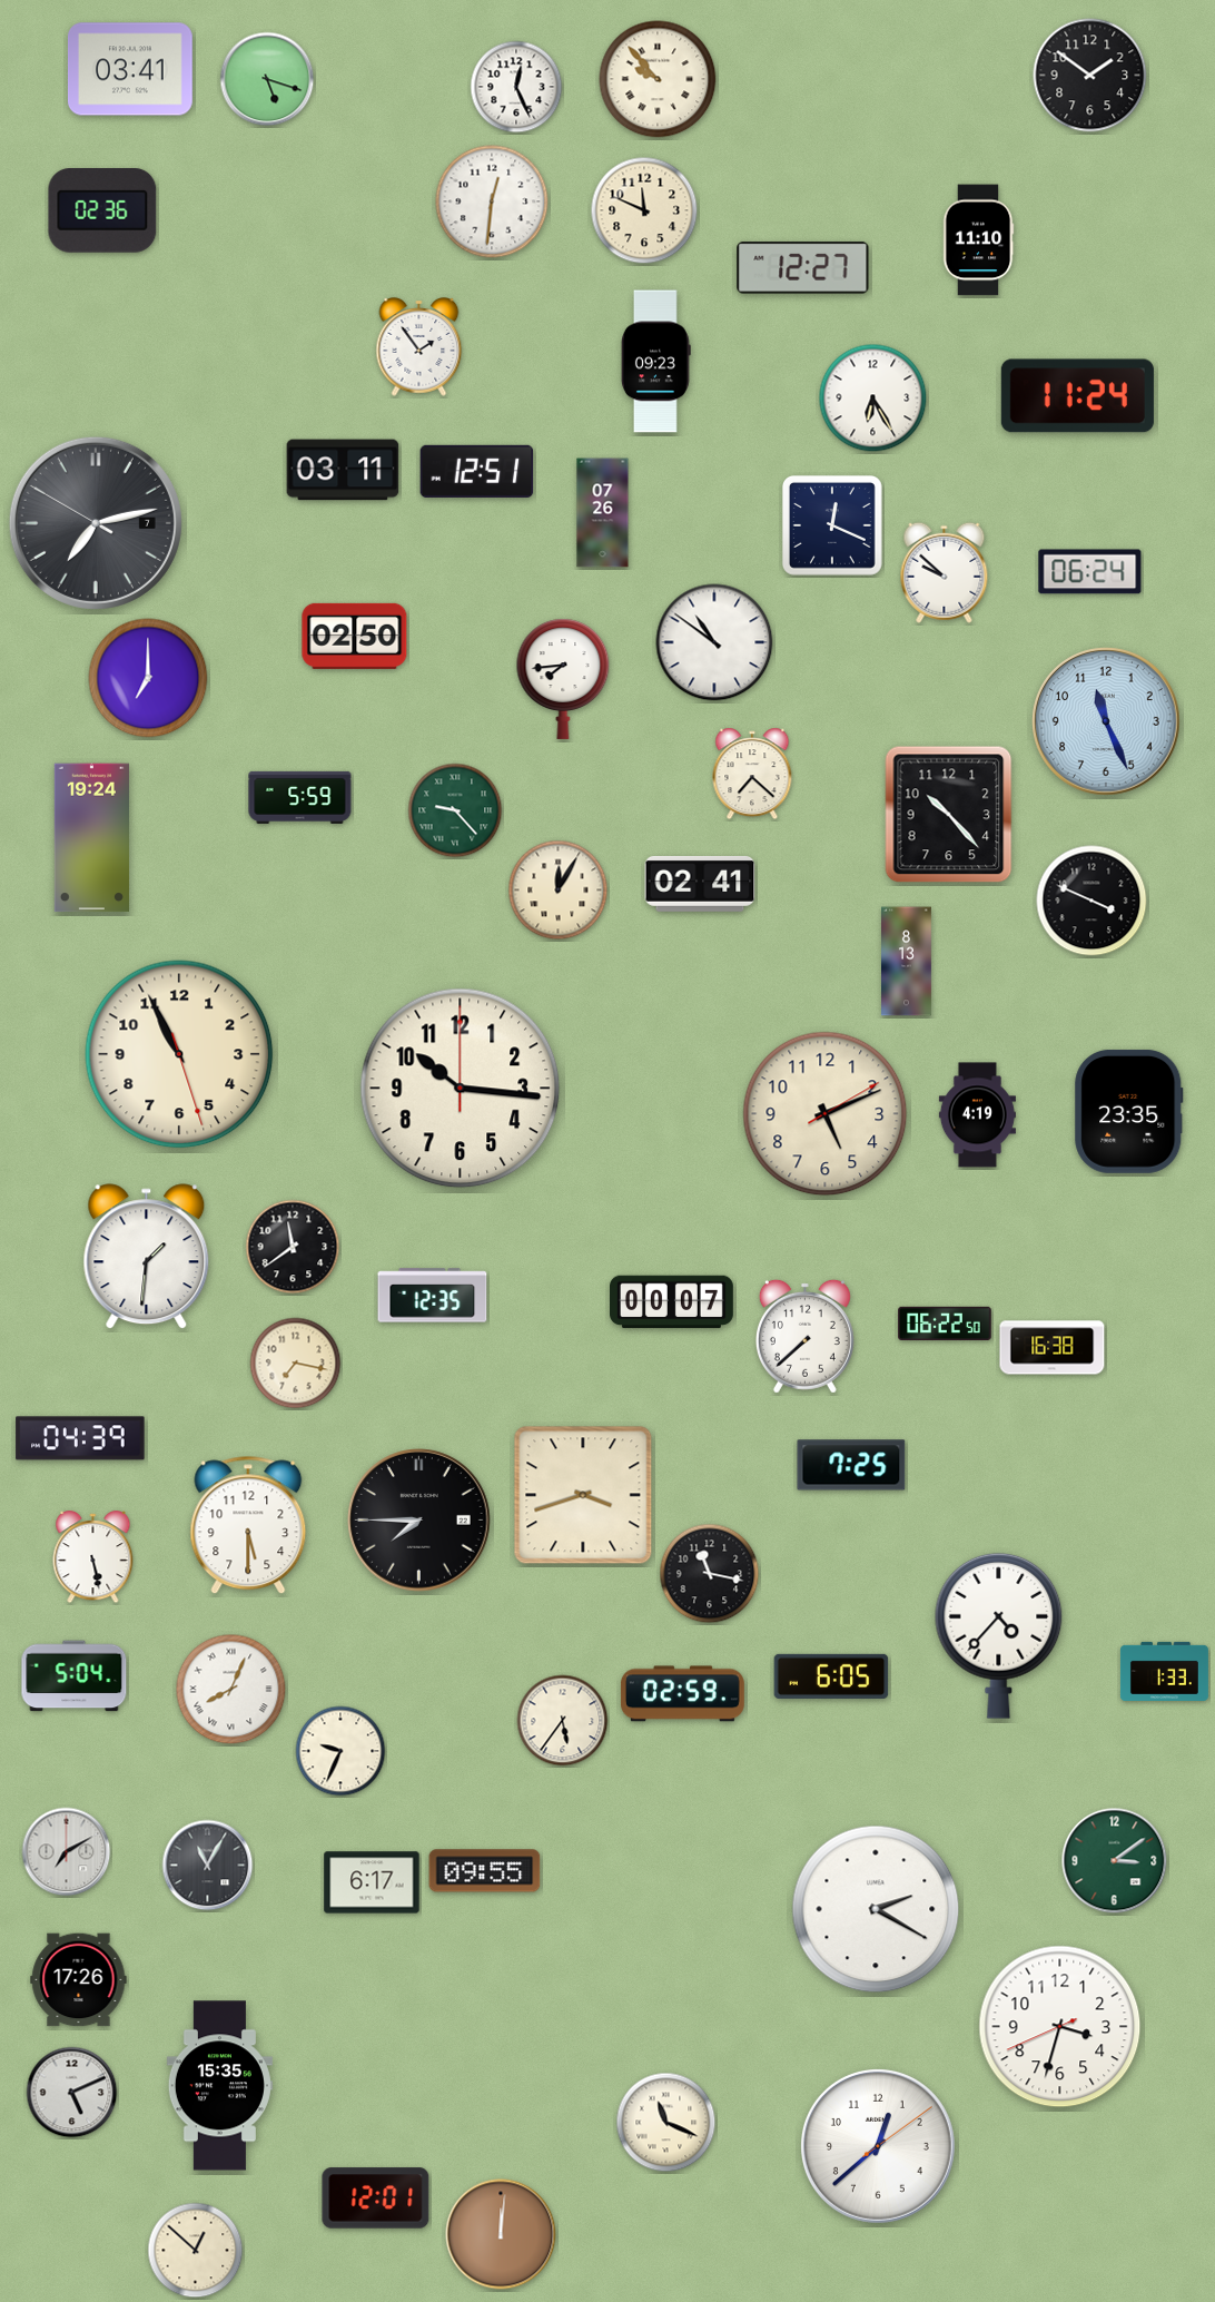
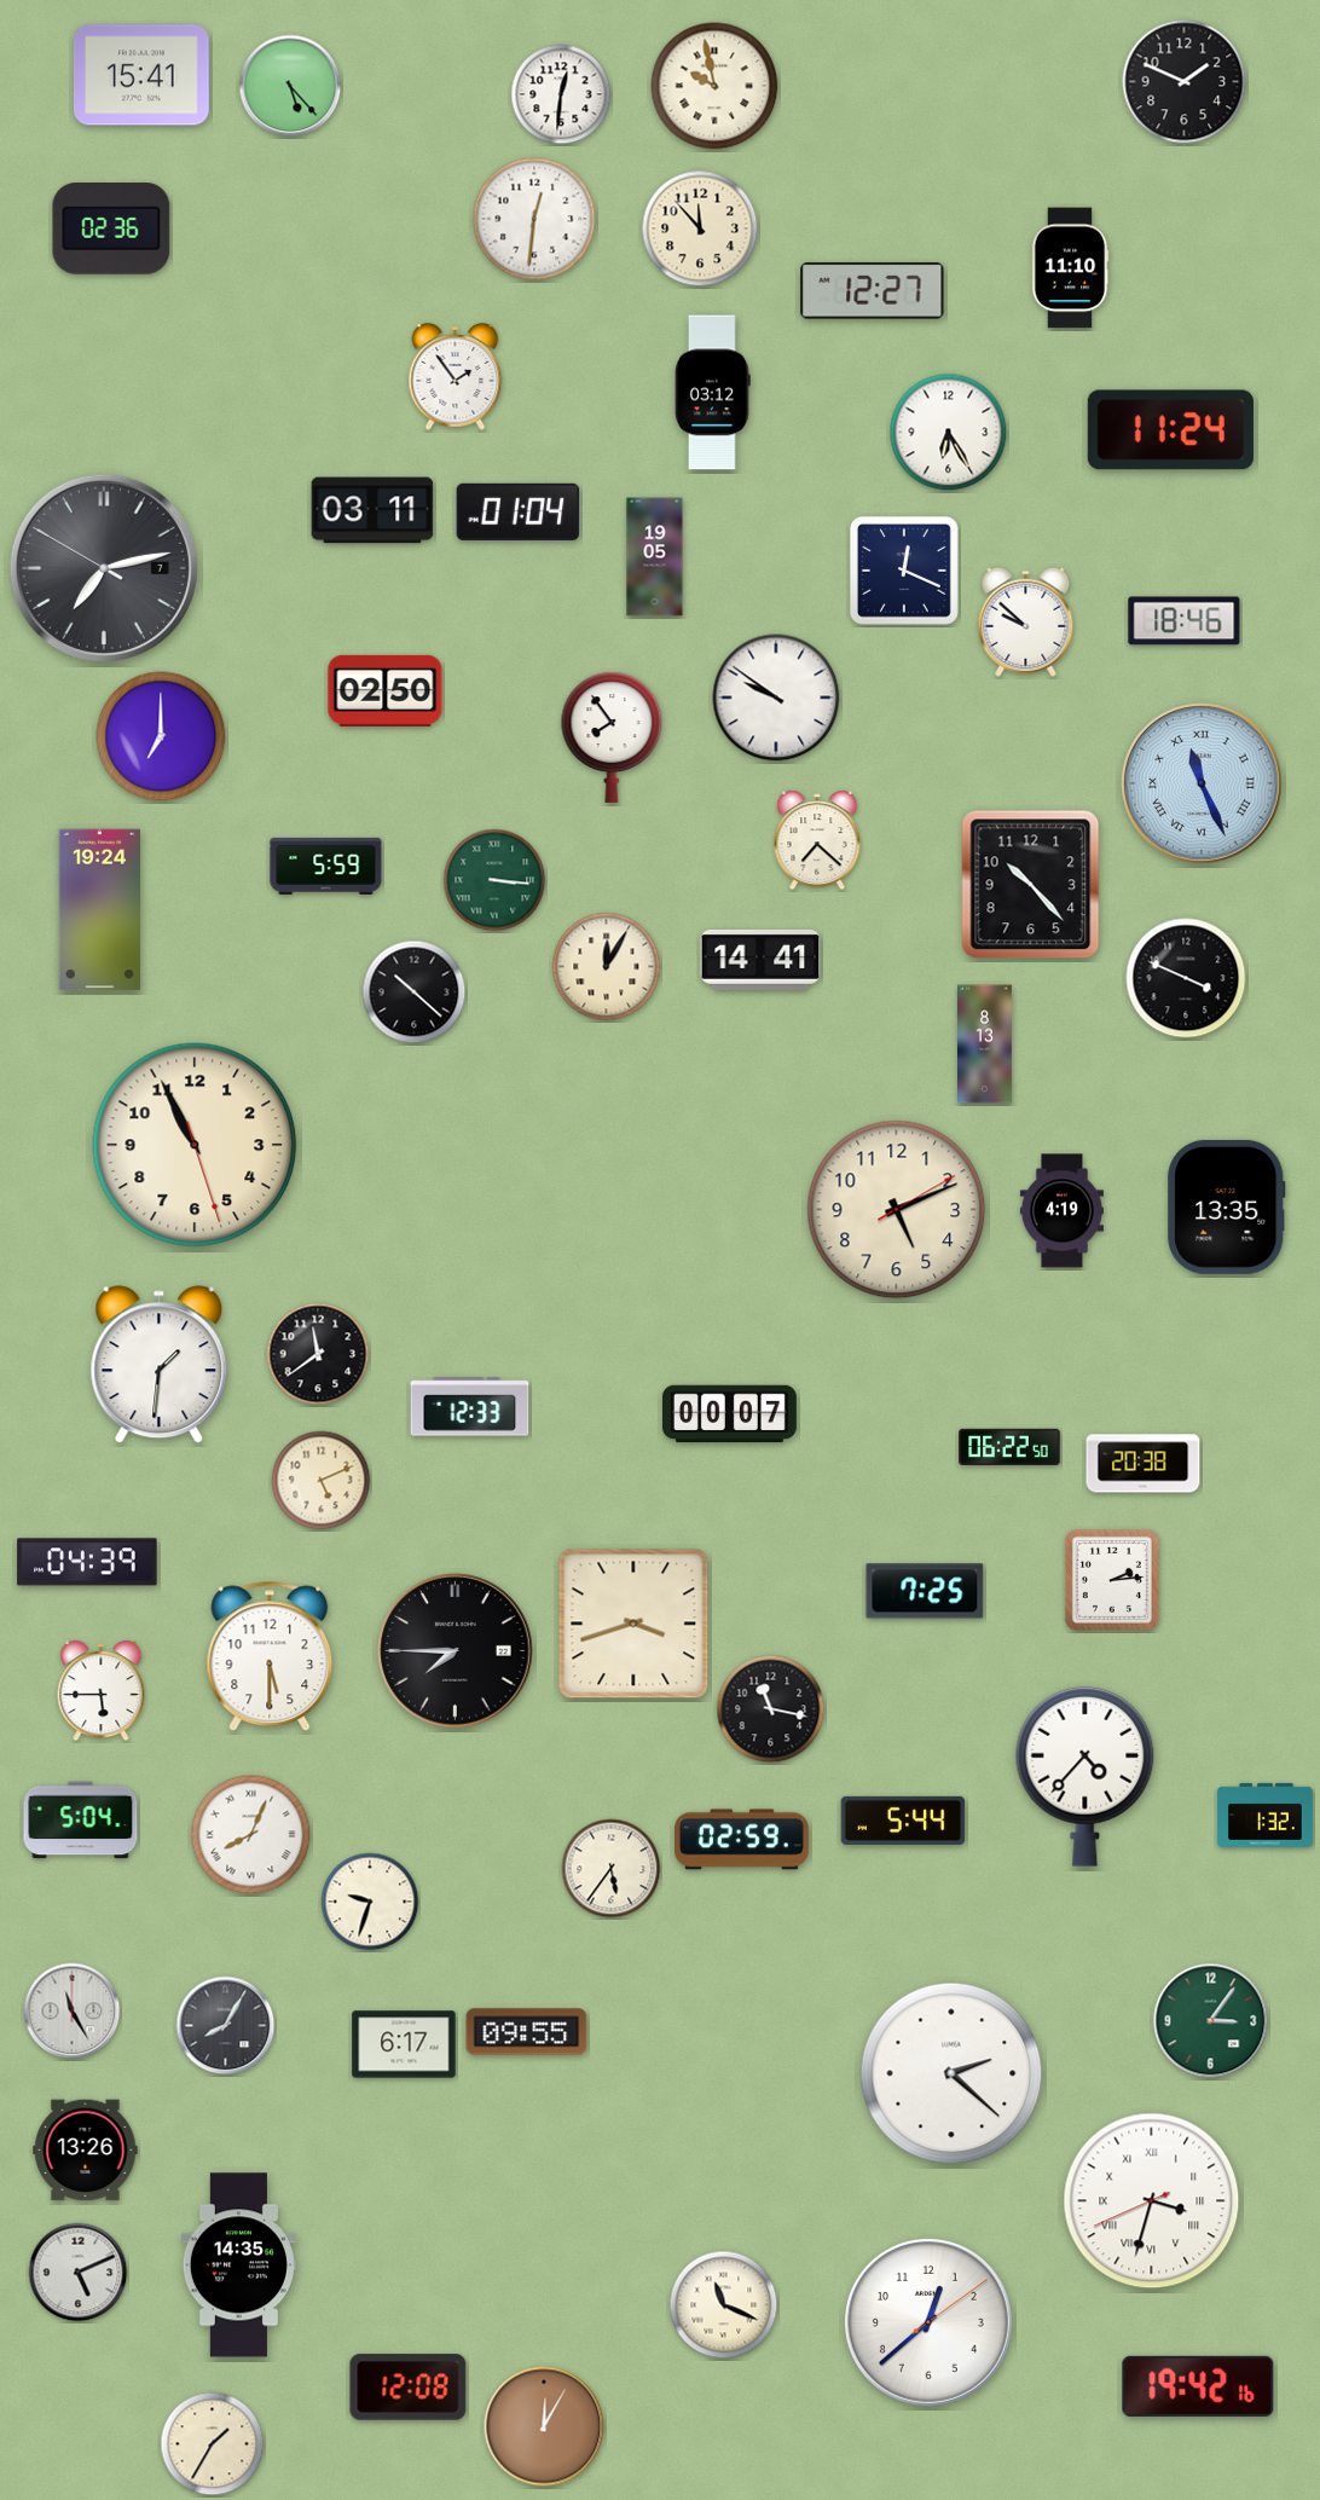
clock at (130, 69): 03:41 -> 15:41
clock at (1090, 76): 1:51 -> 1:49
clock at (267, 79): 5:18 -> 5:23
clock at (658, 79): 9:53 -> 9:58
clock at (516, 87): 12:26 -> 12:31
clock at (644, 210): 11:49 -> 11:53
clock at (978, 240) position: (978, 240) -> (1070, 268)
clock at (656, 362): 09:23 -> 03:12
clock at (477, 471): 12:51 -> 01:04
clock at (603, 513): 07:26 -> 19:05
clock at (1090, 572): 06:24 -> 18:46
clock at (714, 642): 10:51 -> 9:51
clock at (563, 679): 7:44 -> 7:54
clock at (1106, 721) numerals: Arabic -> Roman
clock at (455, 810): 9:23 -> 3:16
clock at (700, 884): 02:41 -> 14:41
clock at (415, 993): none -> 10:22
clock at (461, 1089): 10:16 -> none
clock at (1129, 1111): 23:35 -> 13:35
clock at (433, 1296): 12:35 -> 12:33
clock at (945, 1324) position: (945, 1324) -> (1009, 1447)
clock at (804, 1336): 7:38 -> none
clock at (1053, 1348): 16:38 -> 20:38
clock at (296, 1364): 7:17 -> 5:11
clock at (1112, 1580): none -> 2:14
clock at (93, 1557): 5:28 -> 5:45
clock at (1164, 1671): 1:33 -> 1:32
clock at (831, 1676): 6:05 -> 5:44
clock at (340, 1751): 9:34 -> 9:33
clock at (67, 1852): 7:10 -> 11:25
clock at (1115, 1861): 3:09 -> 3:06
clock at (208, 1866): 11:05 -> 8:05
clock at (876, 1909): 2:20 -> 2:22
clock at (79, 1980): 17:26 -> 13:26
clock at (1060, 2027) numerals: Arabic -> Roman
clock at (219, 2086): 15:35 -> 14:35
clock at (878, 2146) position: (878, 2146) -> (928, 2322)
clock at (1198, 2386): none -> 19:42
clock at (376, 2198): 12:01 -> 12:08
clock at (501, 2234): 12:01 -> 12:05
clock at (196, 2251): 12:52 -> 1:35
